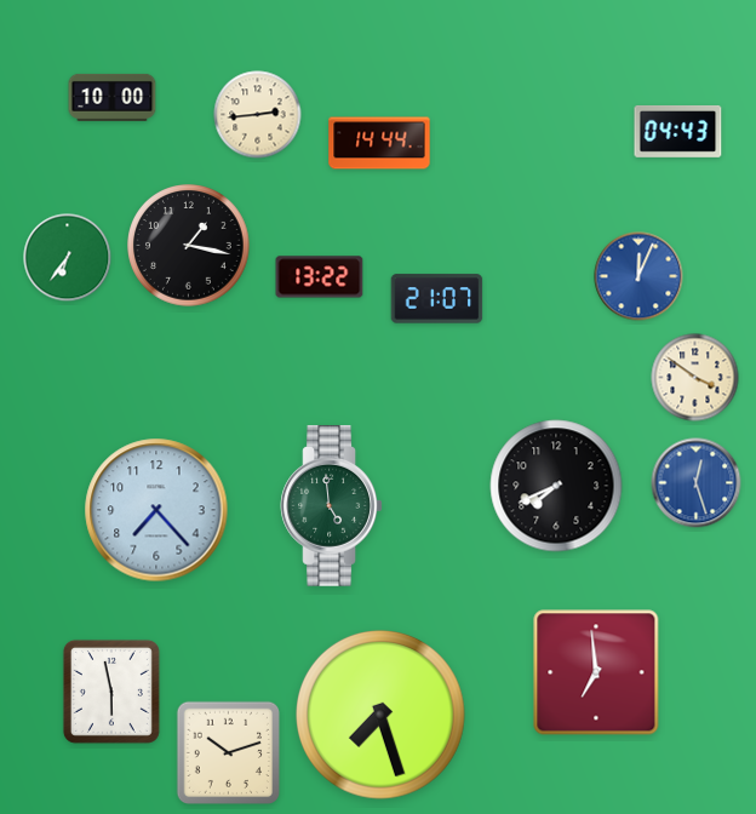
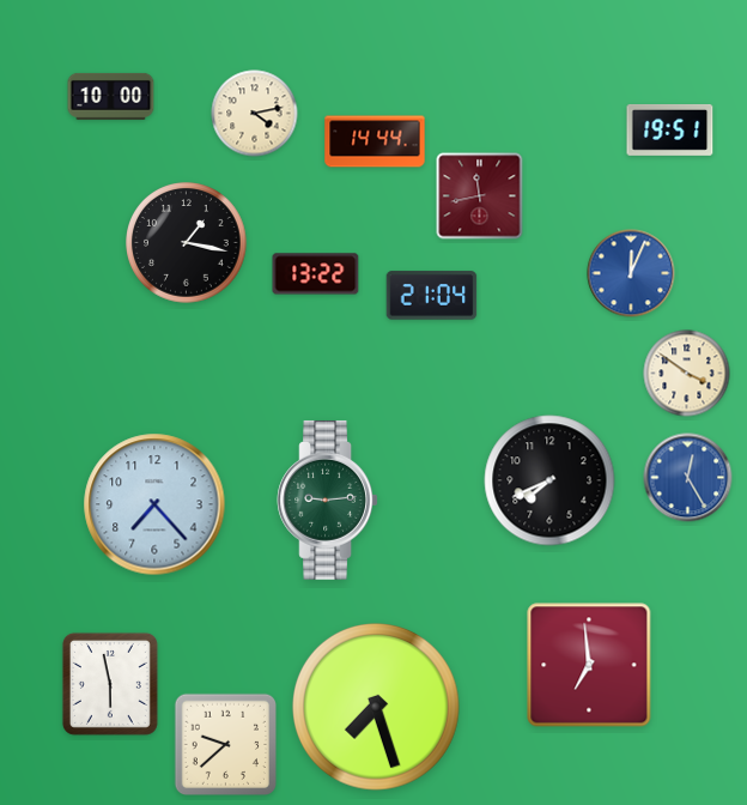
clock at (258, 115): 2:44 -> 4:13
clock at (678, 131): 04:43 -> 19:51
clock at (480, 196): none -> 11:43
clock at (68, 258): 6:36 -> none
clock at (437, 299): 21:07 -> 21:04
clock at (697, 483): 12:27 -> 12:25
clock at (332, 505): 4:59 -> 9:14
clock at (228, 752): 10:12 -> 9:38
